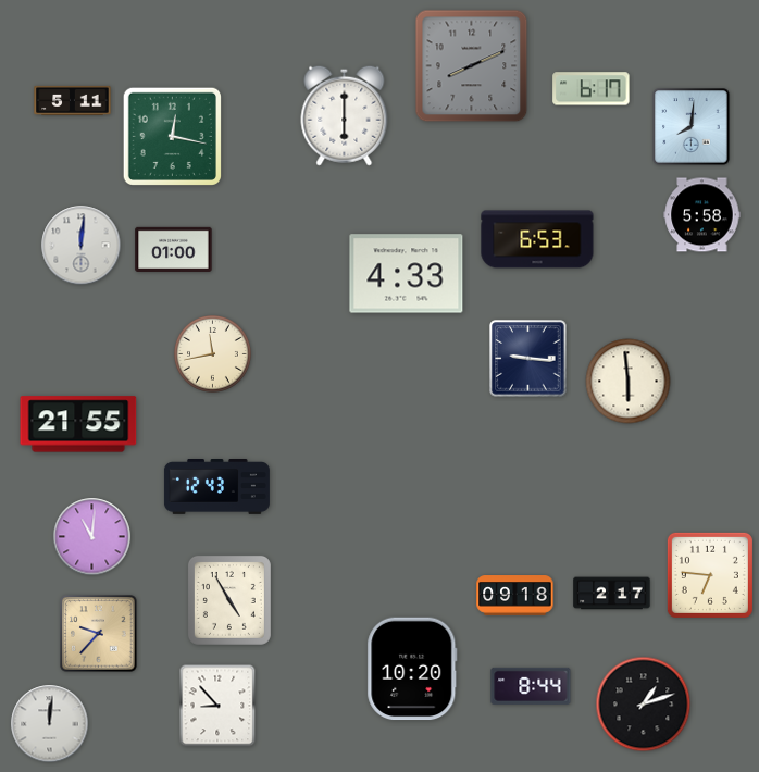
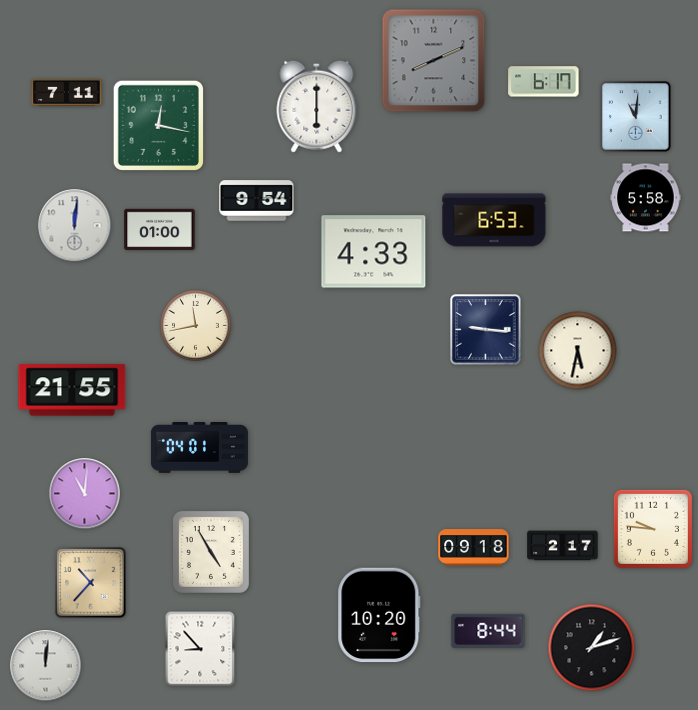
clock at (73, 100): 5:11 -> 7:11
clock at (692, 127): 8:01 -> 11:01
clock at (257, 201): none -> 9:54
clock at (629, 382): 5:59 -> 5:32
clock at (216, 487): 12:43 -> 04:01
clock at (710, 575): 6:46 -> 9:46
clock at (99, 634): 9:37 -> 10:37
